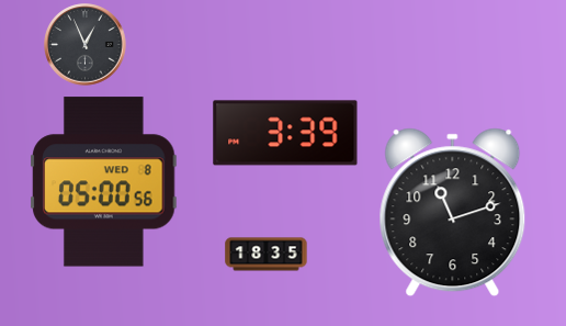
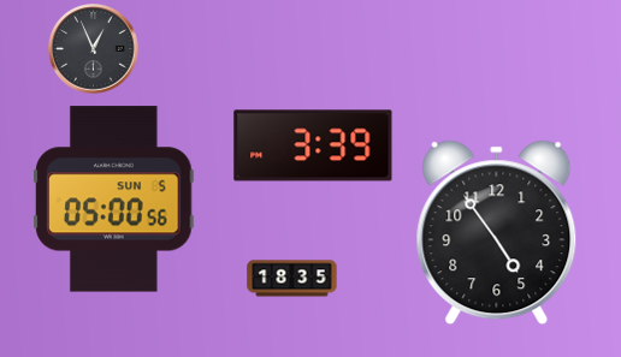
clock at (104, 182) date: WED 8 -> SUN 5
clock at (453, 213): 11:12 -> 4:54
